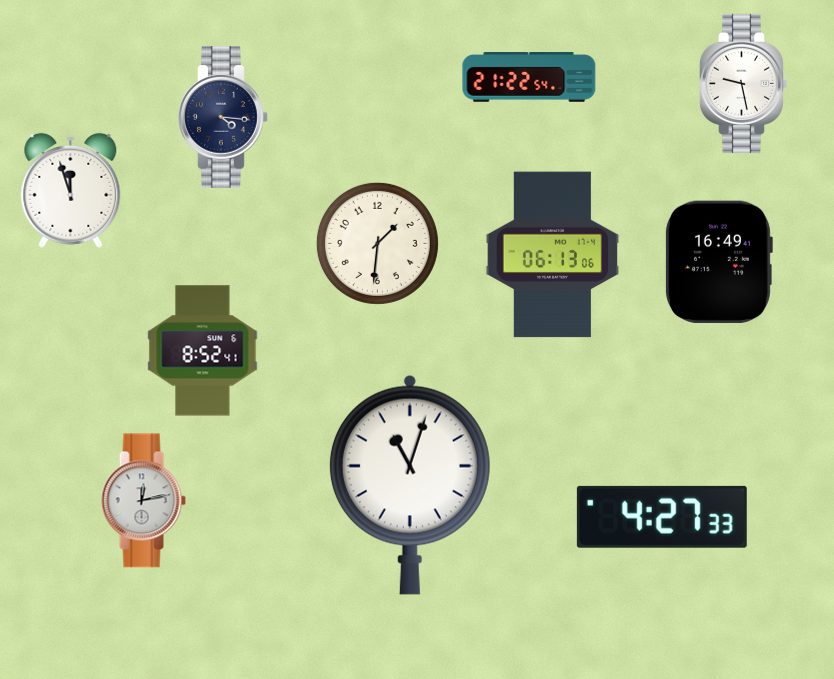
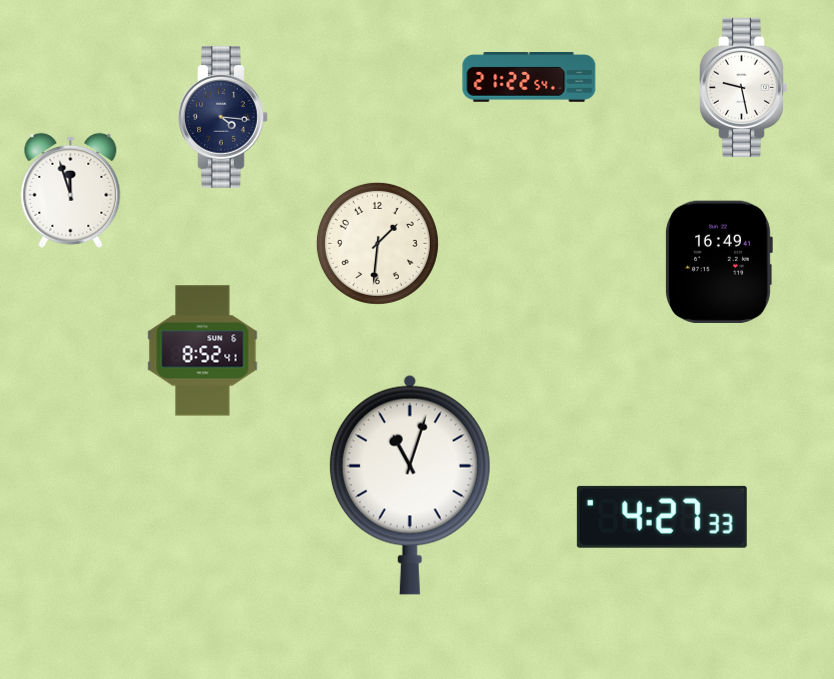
clock at (743, 83) position: (743, 83) -> (743, 87)
clock at (553, 255): 06:13 -> none
clock at (143, 501): 12:13 -> none
